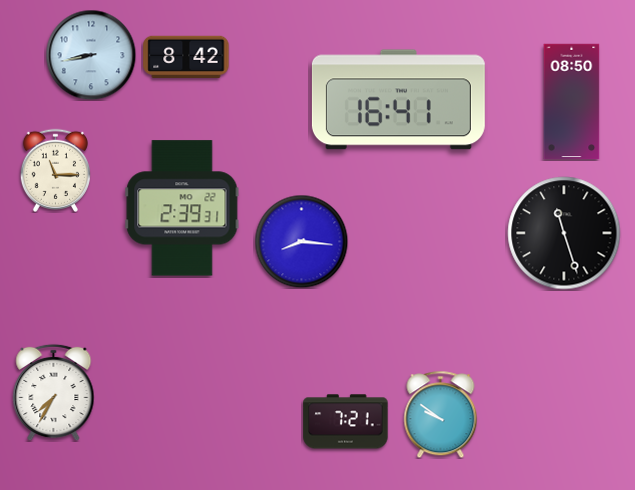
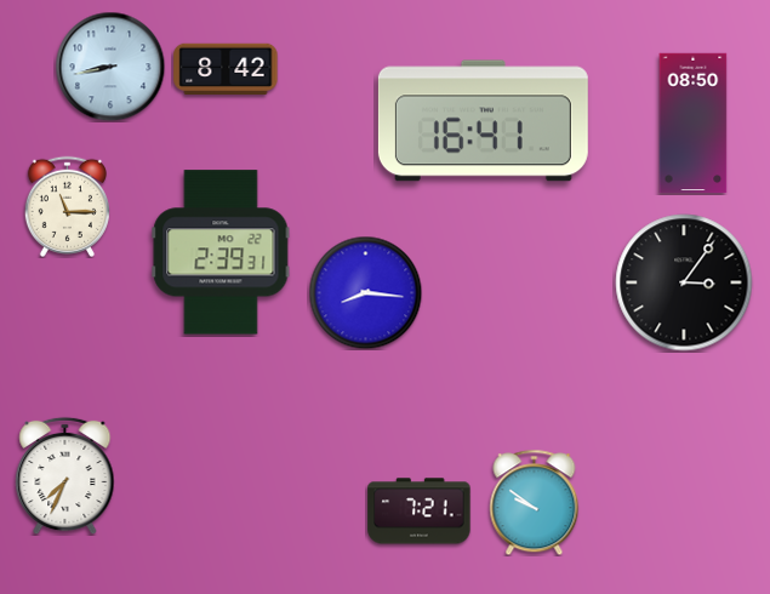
clock at (564, 233): 11:27 -> 3:06
clock at (54, 392): 7:35 -> 7:34
